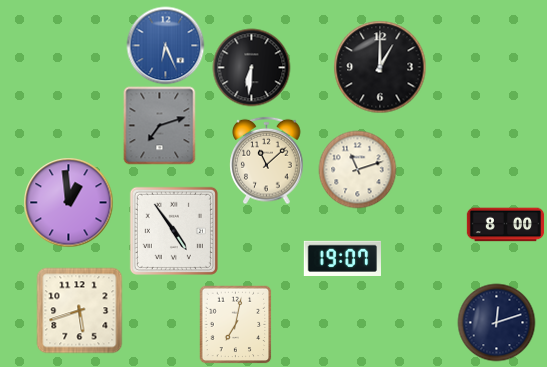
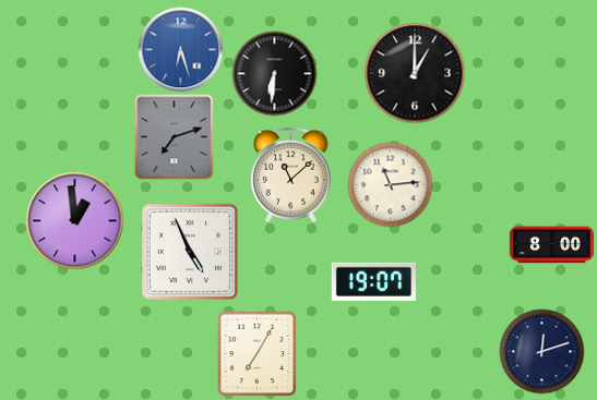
clock at (165, 45): 6:26 -> 6:27
clock at (357, 169): 11:12 -> 11:14
clock at (174, 231): 4:54 -> 4:56
clock at (79, 310): 5:42 -> none
clock at (236, 324): 7:02 -> 7:05
